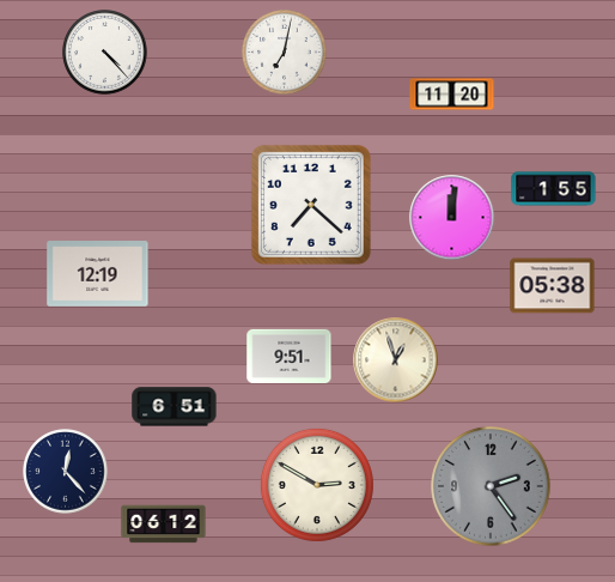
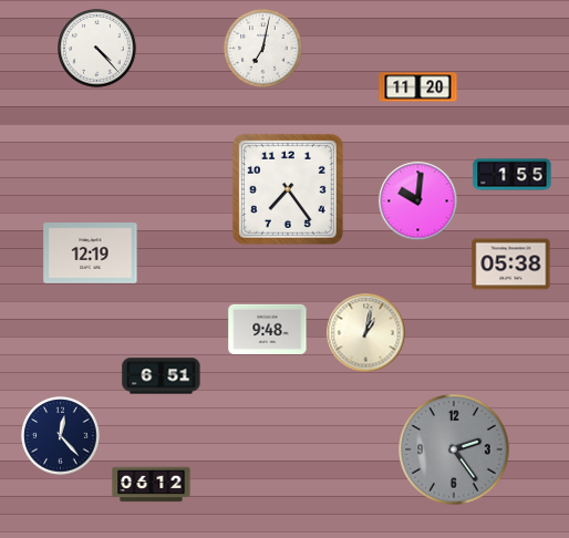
clock at (311, 205): 7:22 -> 7:24
clock at (452, 218): 12:01 -> 10:01
clock at (290, 356): 9:51 -> 9:48
clock at (396, 360): 12:57 -> 1:02
clock at (317, 485): 2:50 -> none
